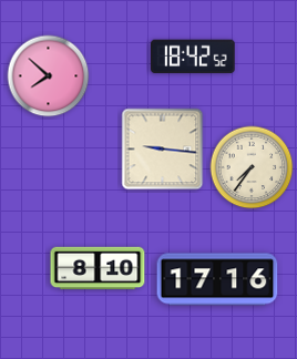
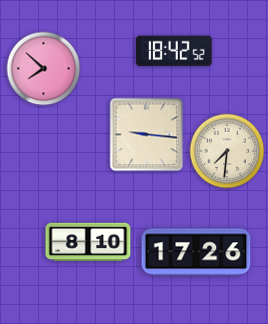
clock at (252, 167): 7:36 -> 7:31
clock at (217, 279): 17:16 -> 17:26
